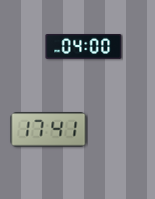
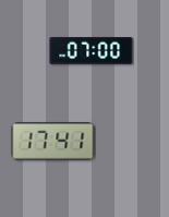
clock at (84, 47): 04:00 -> 07:00
